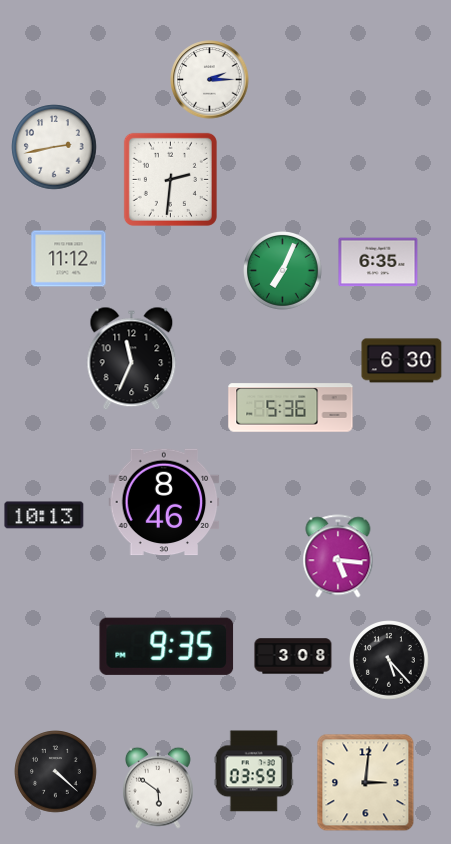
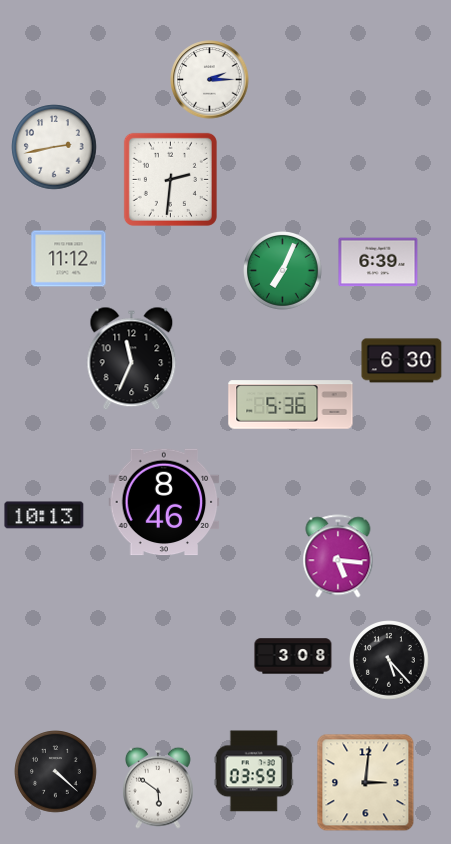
clock at (378, 262): 6:35 -> 6:39
clock at (291, 408) position: (291, 408) -> (291, 405)
clock at (167, 646): 9:35 -> none
